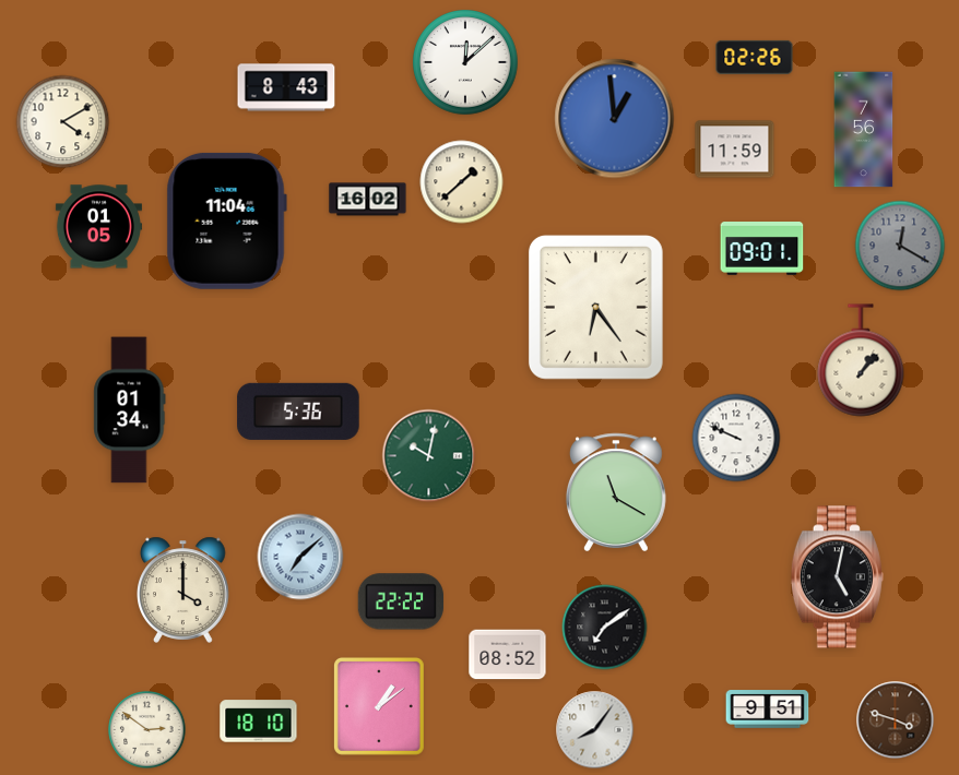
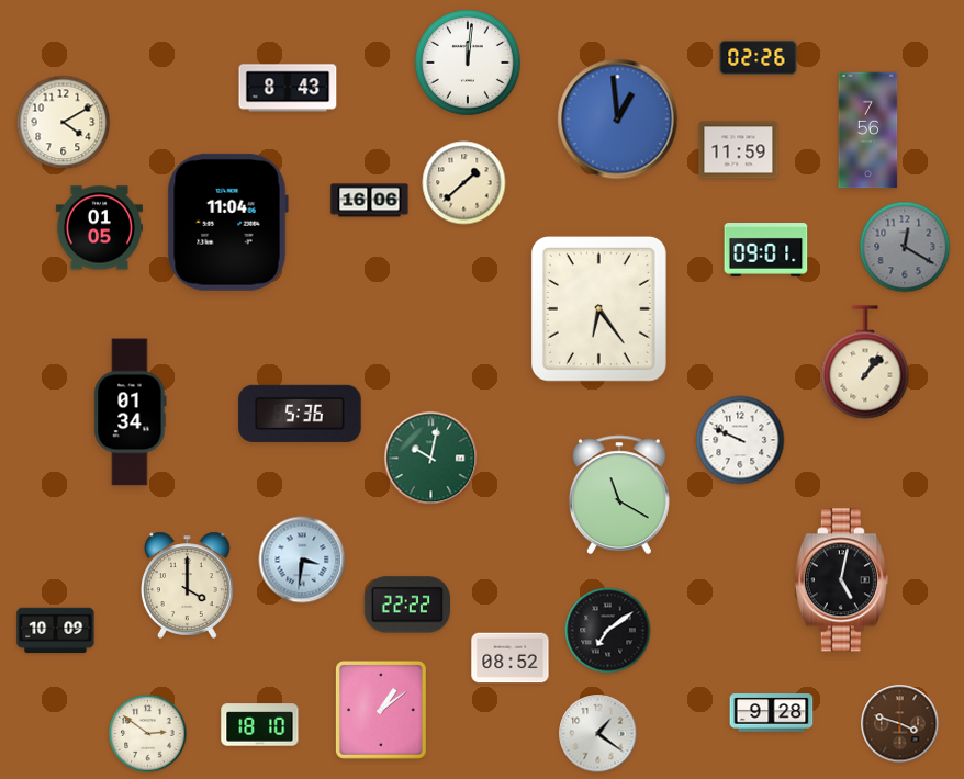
clock at (465, 62): 12:08 -> 12:01
clock at (368, 200): 16:02 -> 16:06
clock at (300, 557): 7:08 -> 3:31
clock at (183, 589) position: (183, 589) -> (188, 585)
clock at (401, 601) position: (401, 601) -> (407, 605)
clock at (56, 631): none -> 10:09
clock at (768, 710): 9:51 -> 9:28
clock at (595, 730): 8:06 -> 1:21
